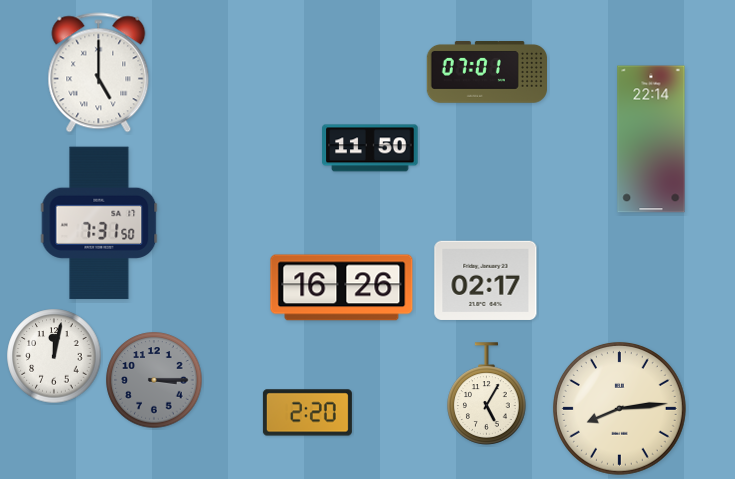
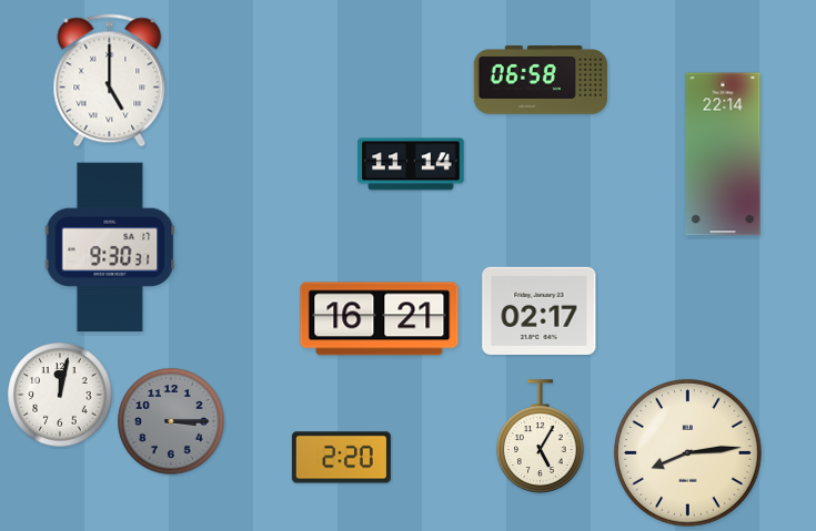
clock at (486, 73): 07:01 -> 06:58
clock at (370, 148): 11:50 -> 11:14
clock at (99, 223): 7:31 -> 9:30
clock at (342, 288): 16:26 -> 16:21
